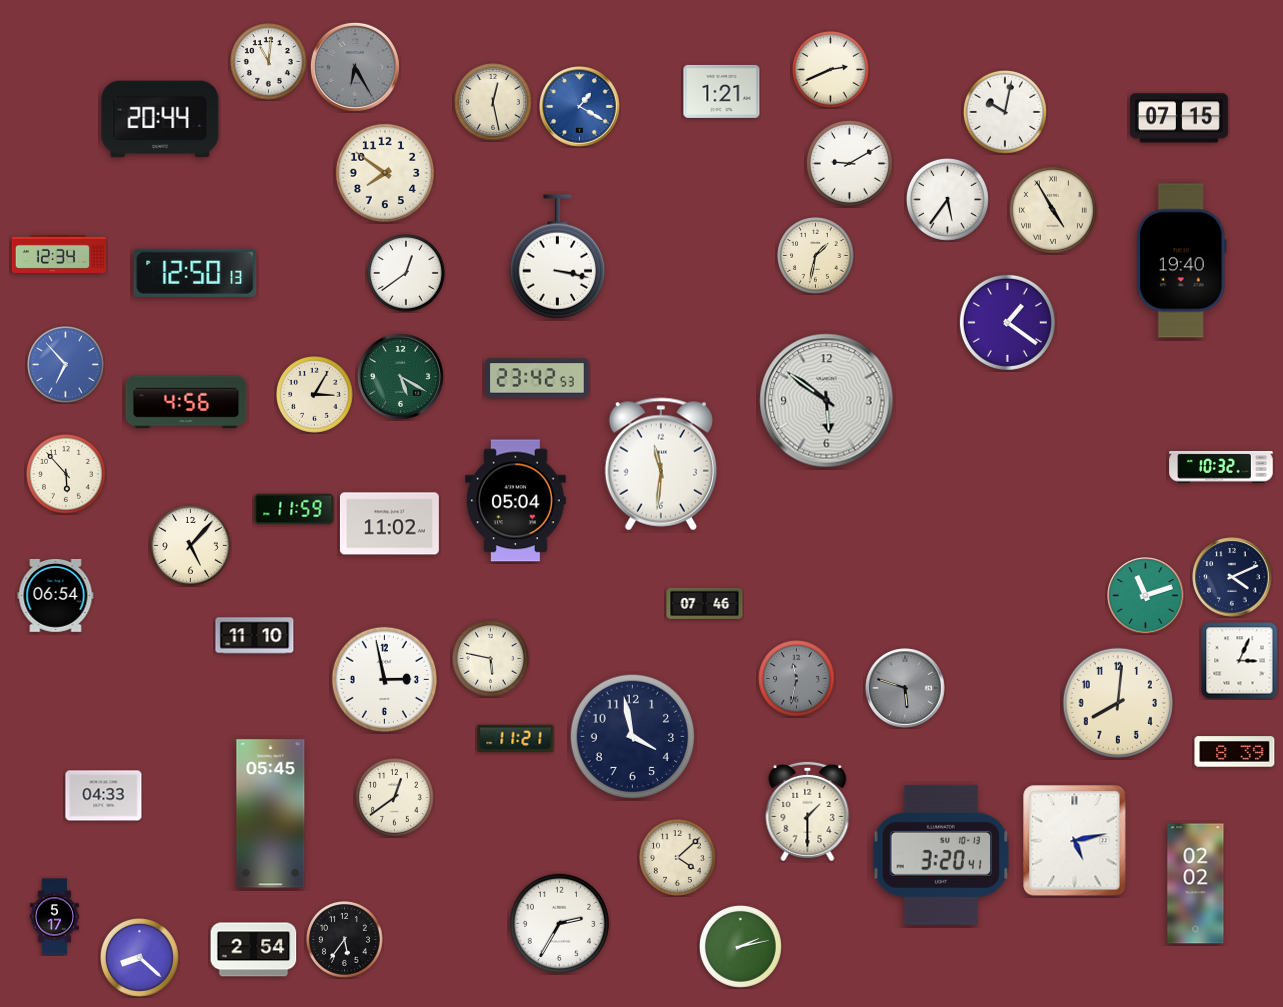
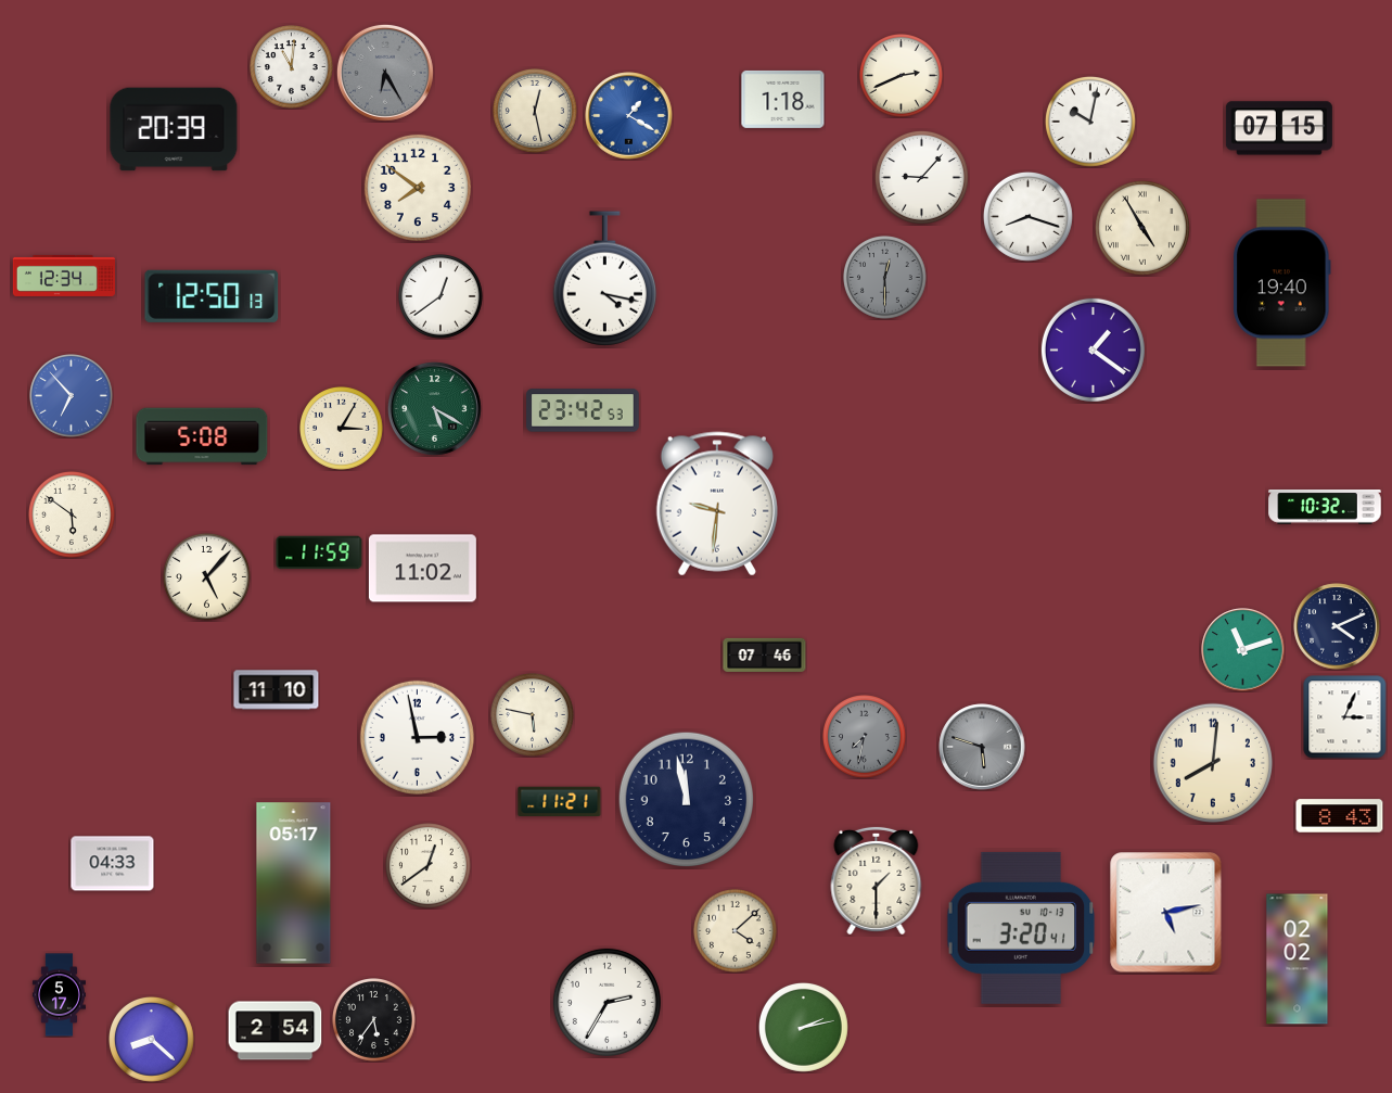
clock at (722, 91): 1:21 -> 1:18
clock at (160, 119): 20:44 -> 20:39
clock at (849, 163): 9:10 -> 9:07
clock at (947, 199): 5:36 -> 8:18
clock at (816, 256): 1:32 -> 12:30
clock at (816, 256) dial: cream -> grey
clock at (557, 257): 3:17 -> 4:17
clock at (827, 401): 5:51 -> none
clock at (186, 402): 4:56 -> 5:08
clock at (661, 464): 11:31 -> 9:31
clock at (66, 474): 5:53 -> 5:51
clock at (516, 501): 05:04 -> none
clock at (190, 545) position: (190, 545) -> (206, 576)
clock at (56, 596): 06:54 -> none
clock at (1146, 596) position: (1146, 596) -> (1243, 650)
clock at (797, 679): 11:32 -> 7:32
clock at (633, 737): 3:58 -> 11:58
clock at (1235, 752): 8:39 -> 8:43
clock at (271, 814): 05:45 -> 05:17
